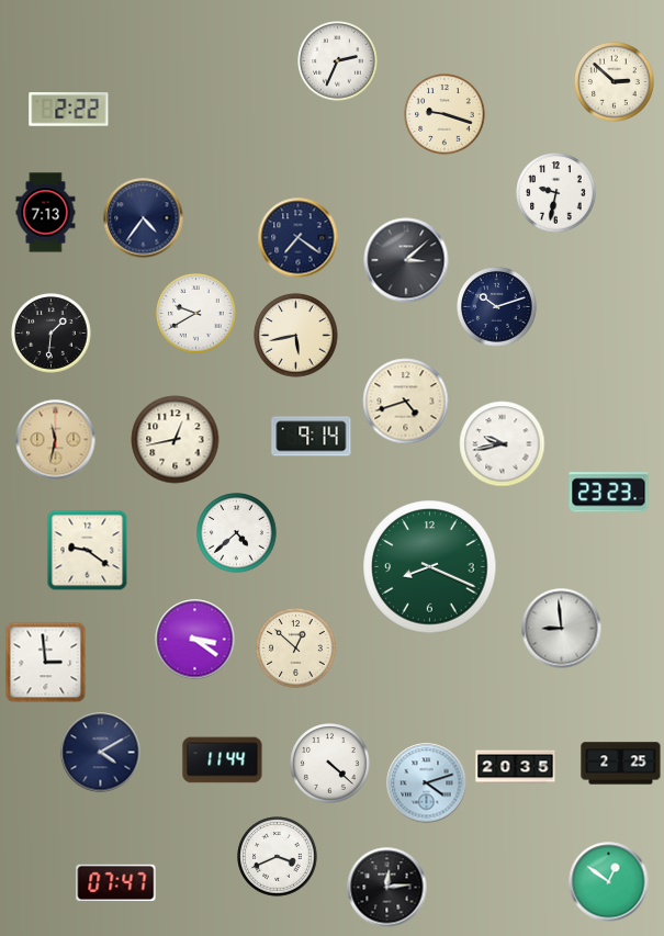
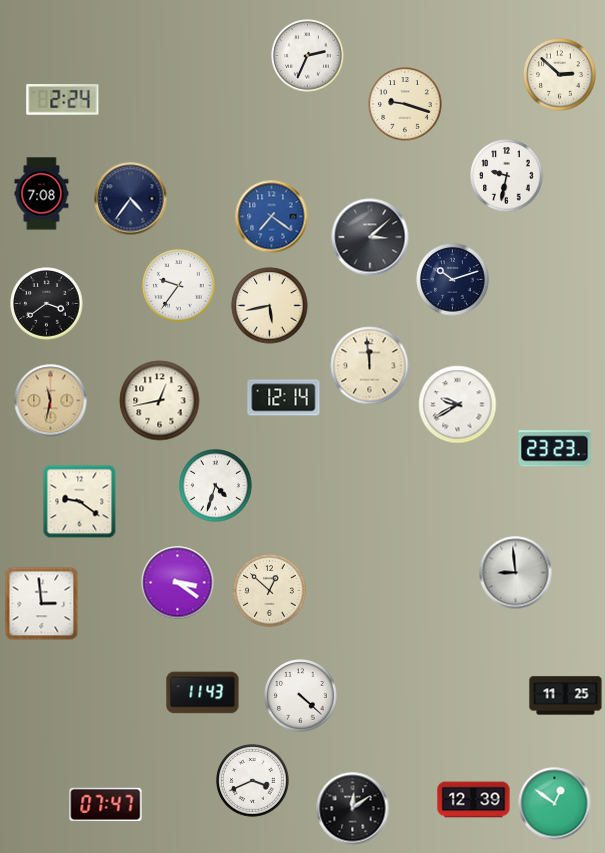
clock at (69, 110): 2:22 -> 2:24
clock at (46, 213): 7:13 -> 7:08
clock at (299, 238) dial: navy -> blue
clock at (196, 314): 9:40 -> 9:36
clock at (52, 334): 1:31 -> 3:39
clock at (406, 402): 4:42 -> 11:59
clock at (312, 437): 9:14 -> 12:14
clock at (503, 444): 9:43 -> 9:40
clock at (237, 533): 4:38 -> 4:33
clock at (430, 567): 8:19 -> none
clock at (562, 629) position: (562, 629) -> (516, 573)
clock at (101, 753): 4:10 -> none
clock at (223, 760): 11:44 -> 11:43
clock at (621, 764): 2:25 -> 11:25
clock at (516, 767): 20:35 -> none
clock at (427, 783): 4:12 -> none
clock at (474, 800): none -> 12:39
clock at (387, 888): 12:14 -> 12:09
